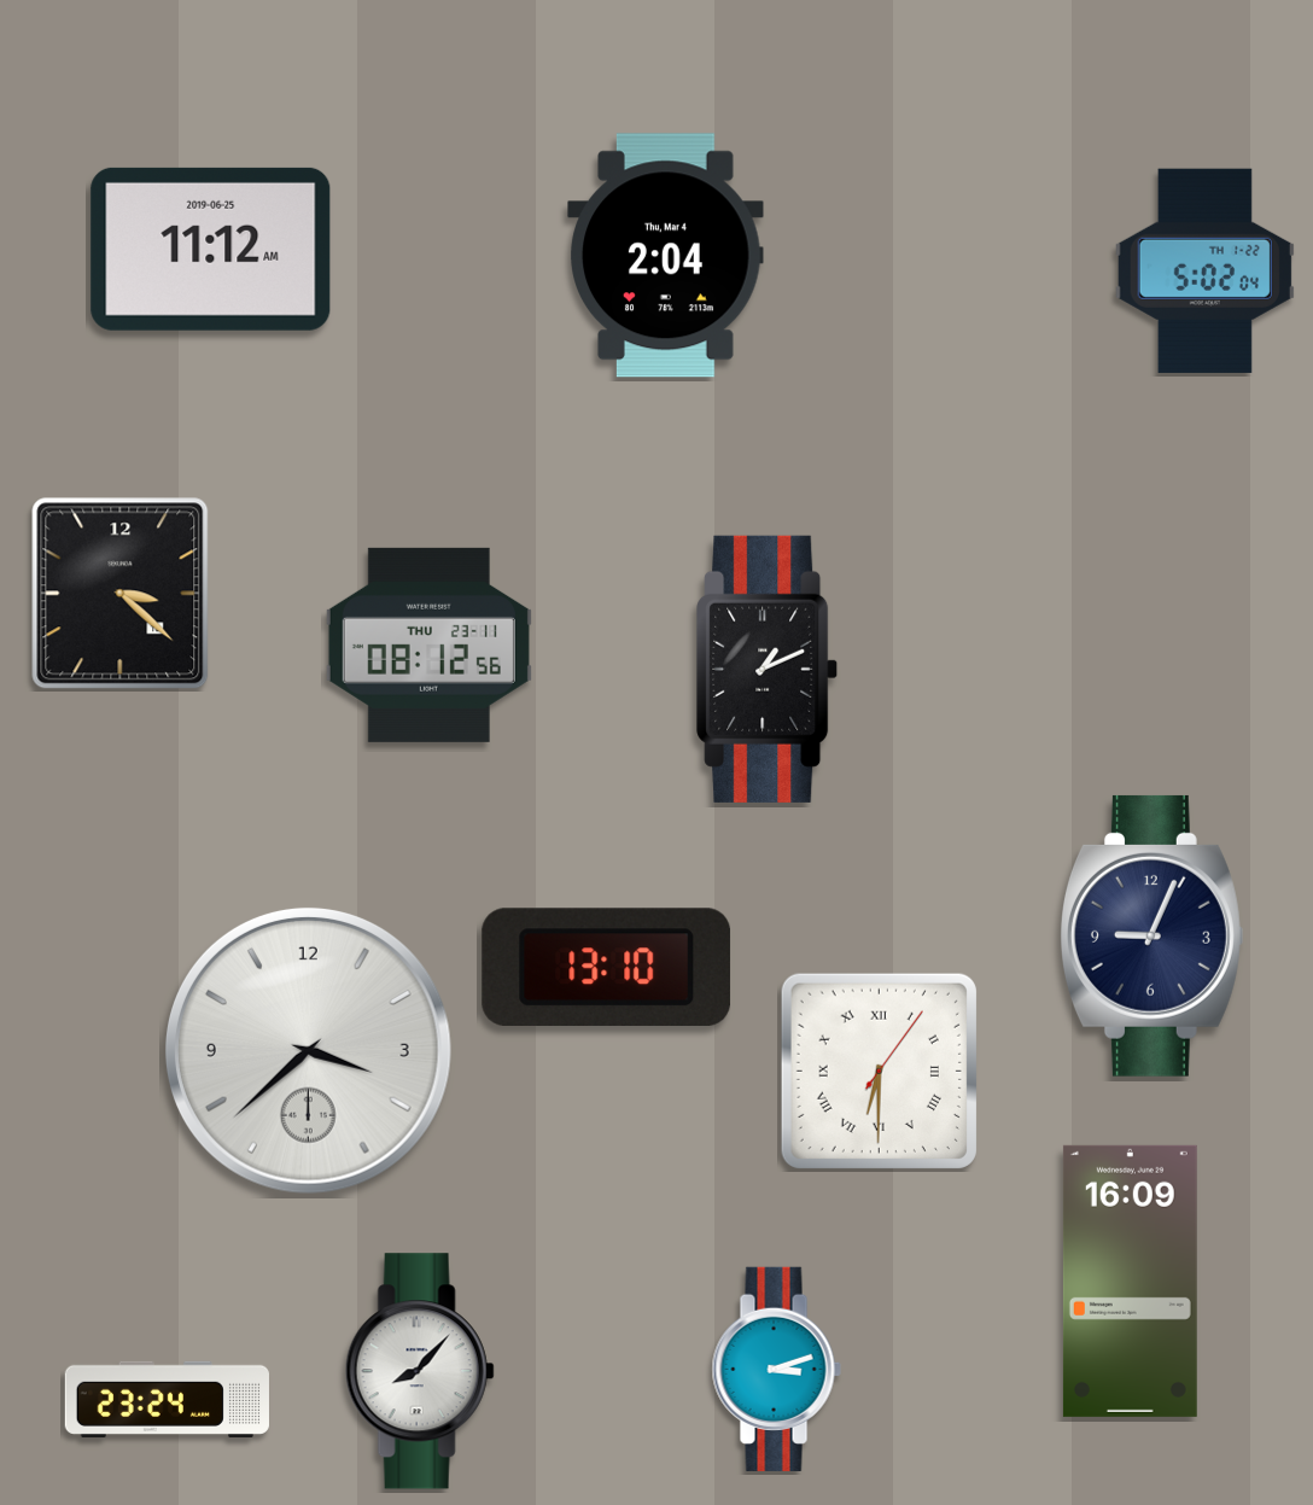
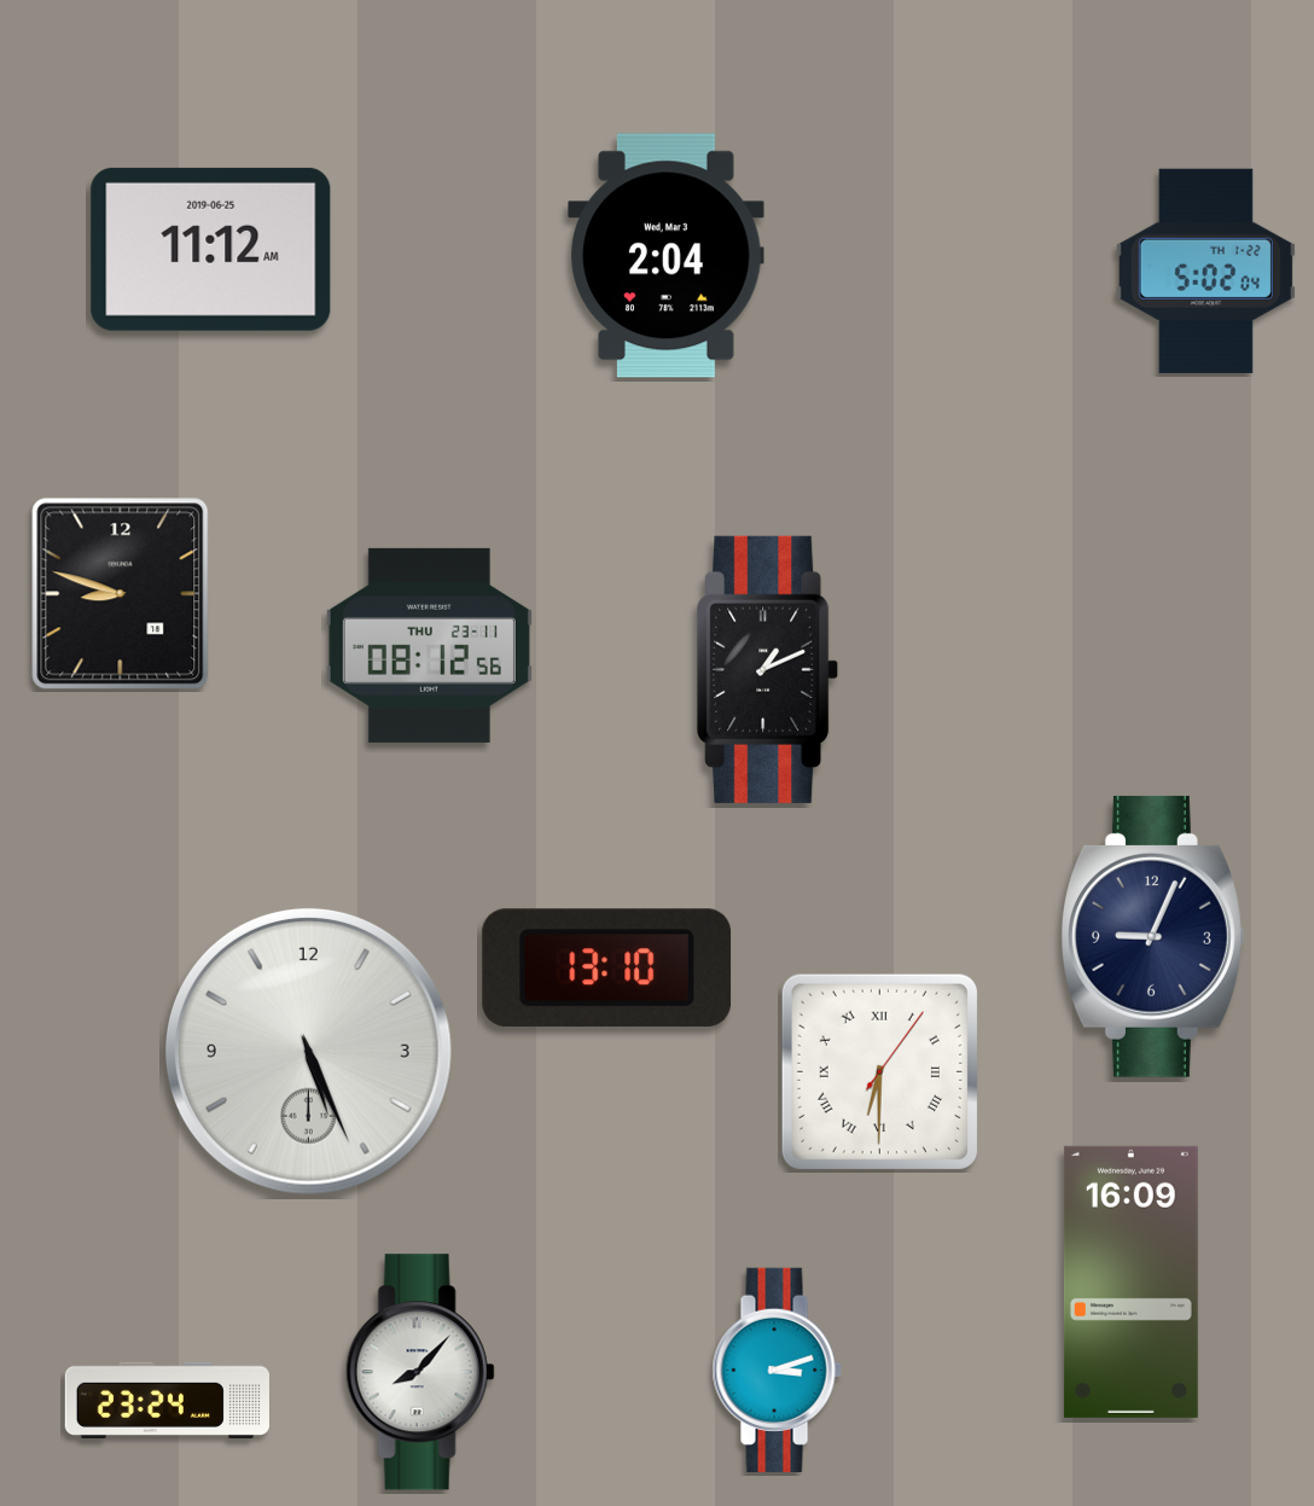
clock at (666, 256) date: Thu, Mar 4 -> Wed, Mar 3
clock at (121, 594): 3:22 -> 8:48
clock at (308, 1050): 3:38 -> 5:26
